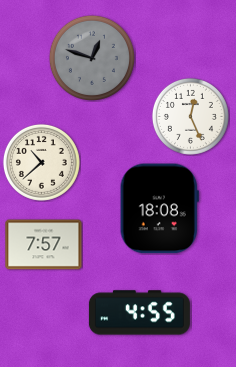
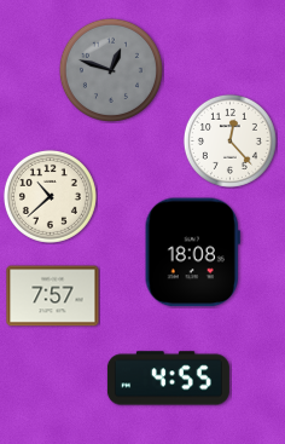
clock at (190, 116): 12:26 -> 12:23
